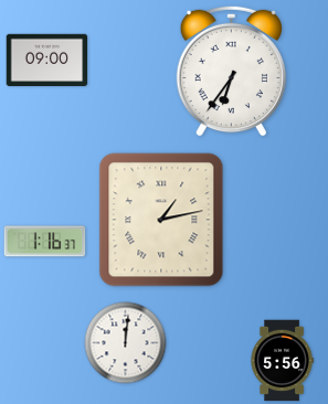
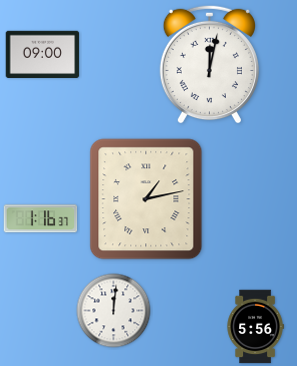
clock at (231, 71): 6:36 -> 12:02
